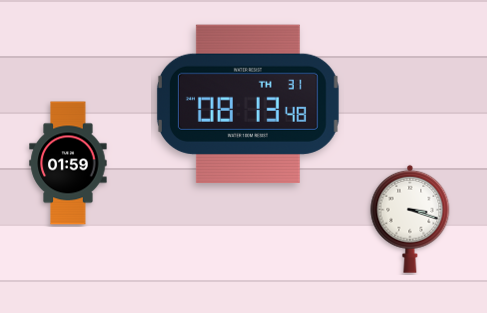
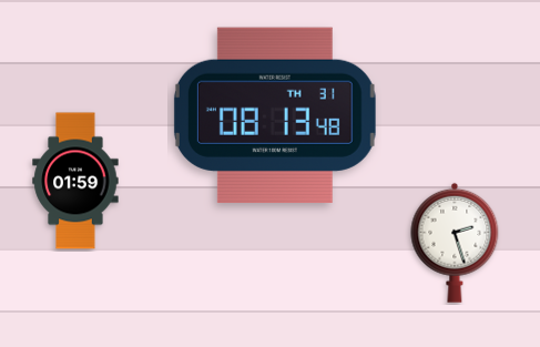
clock at (410, 219): 3:18 -> 2:27
